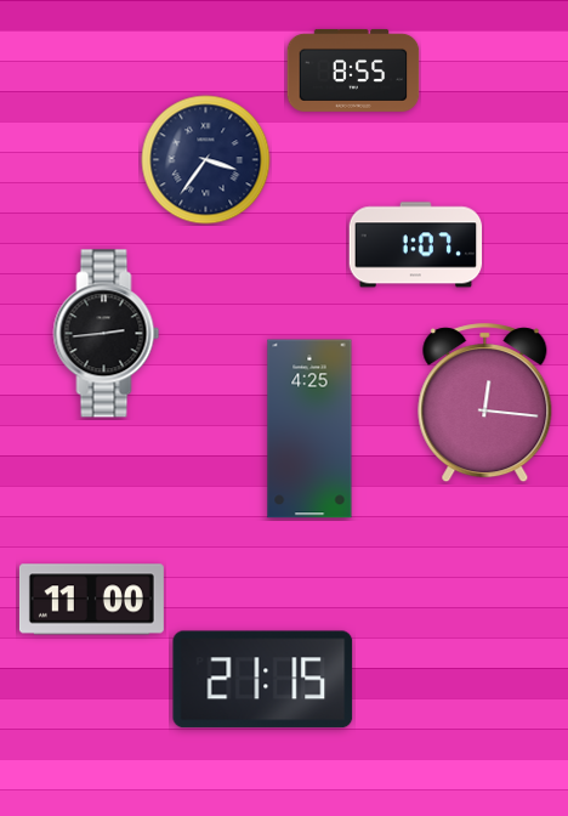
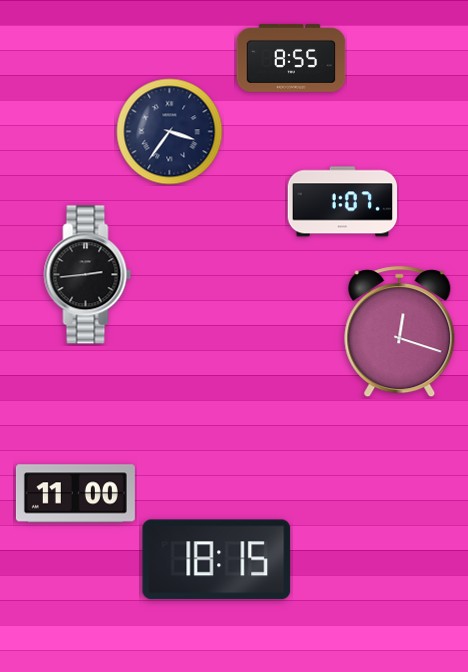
clock at (485, 403): 12:16 -> 12:18
clock at (309, 429): 4:25 -> none
clock at (263, 680): 21:15 -> 18:15
